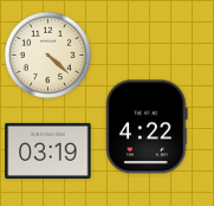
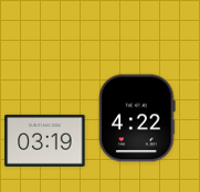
clock at (47, 54): 4:22 -> none
